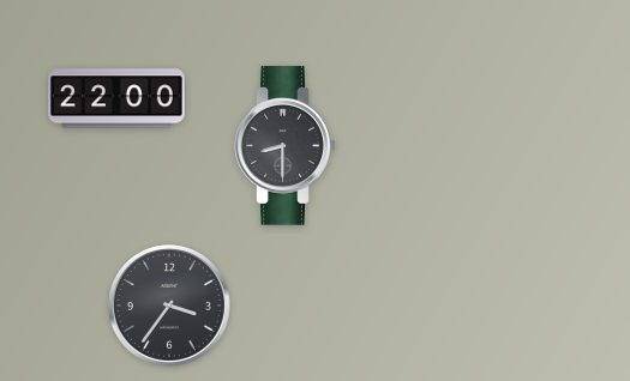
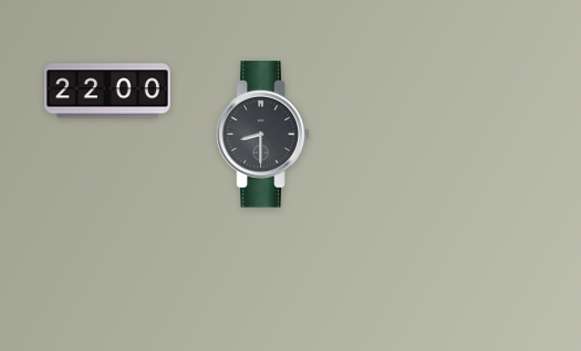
clock at (169, 306): 3:36 -> none
